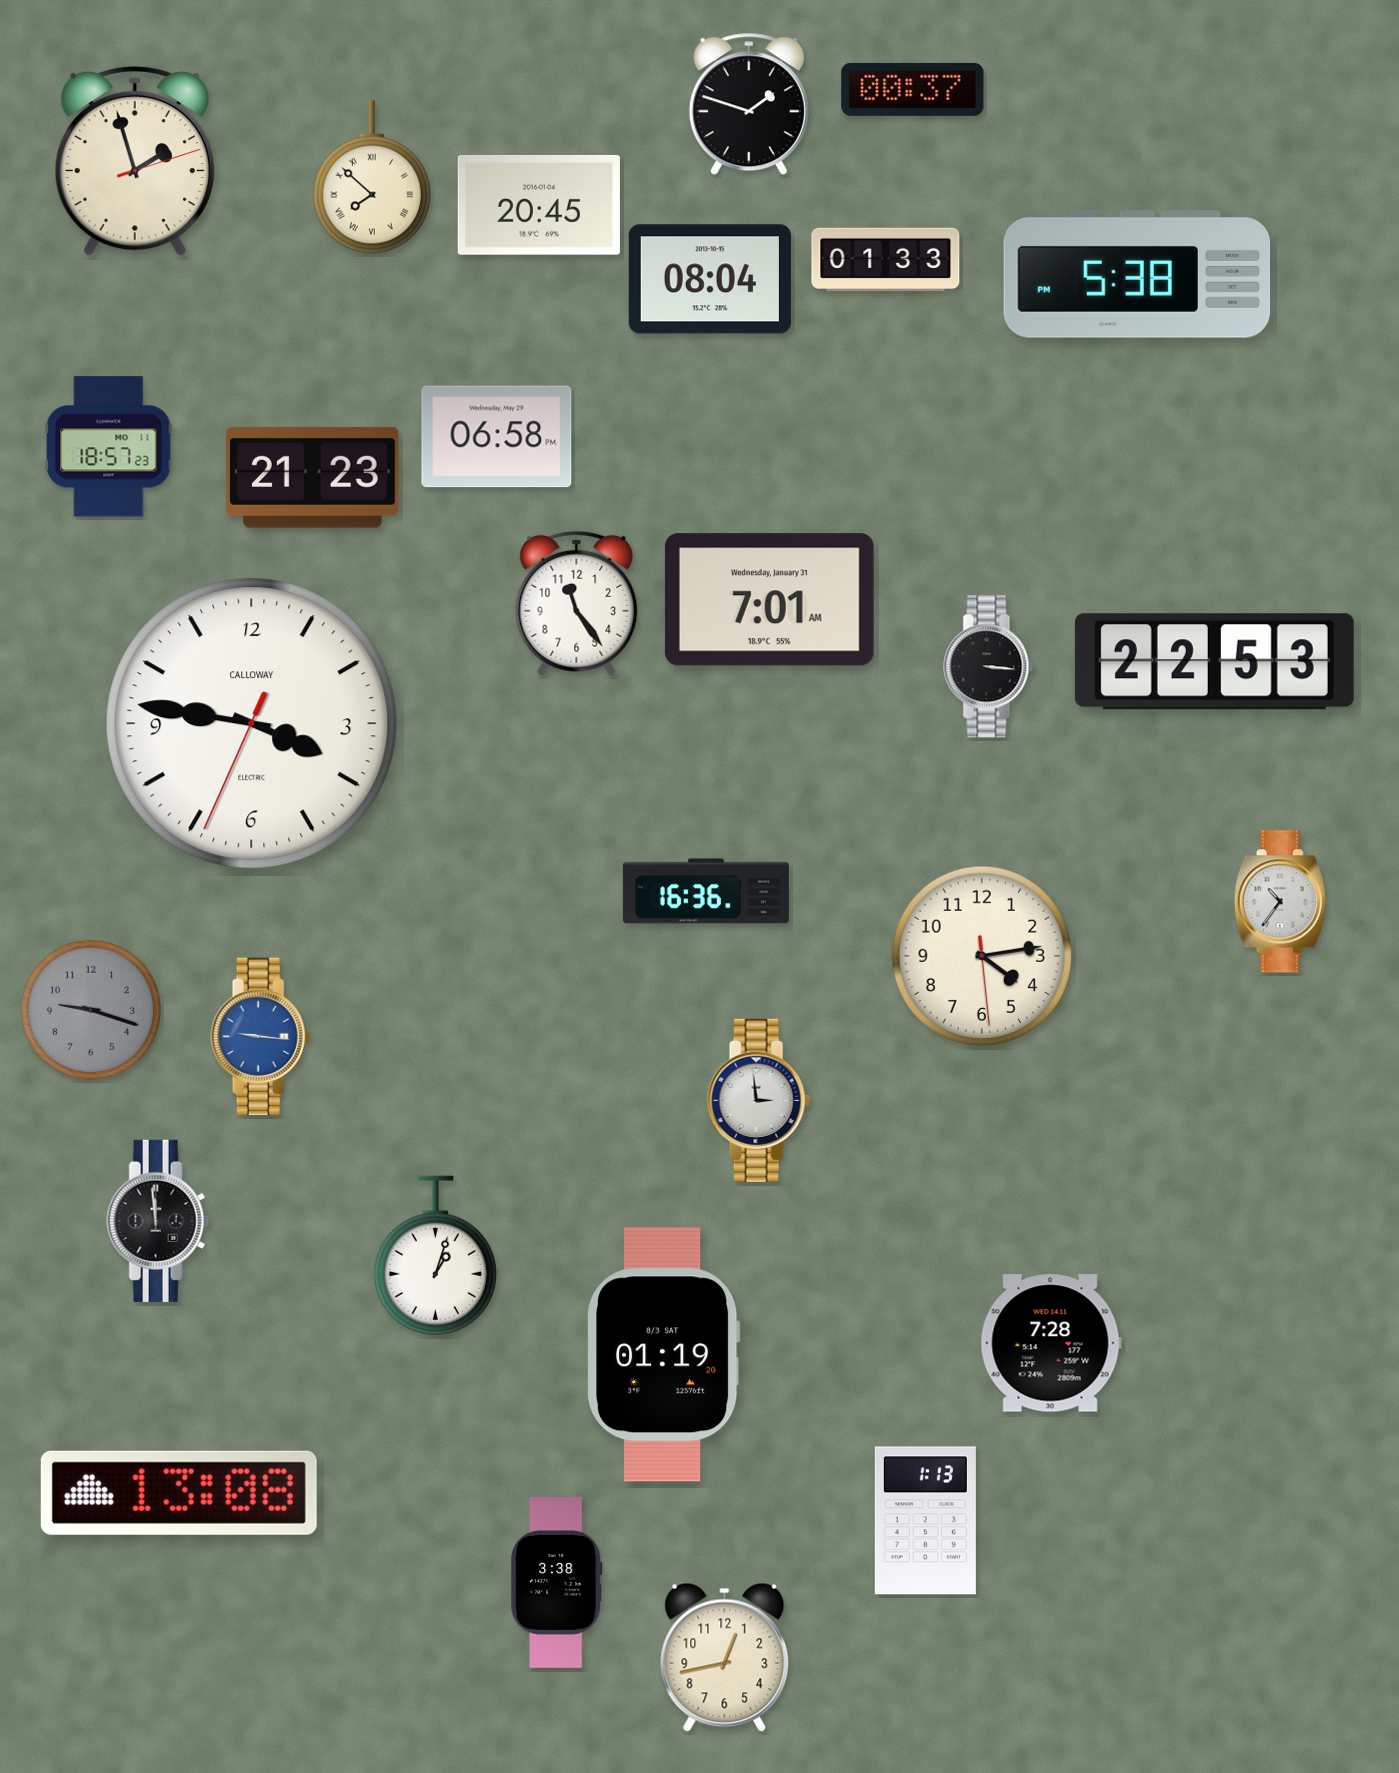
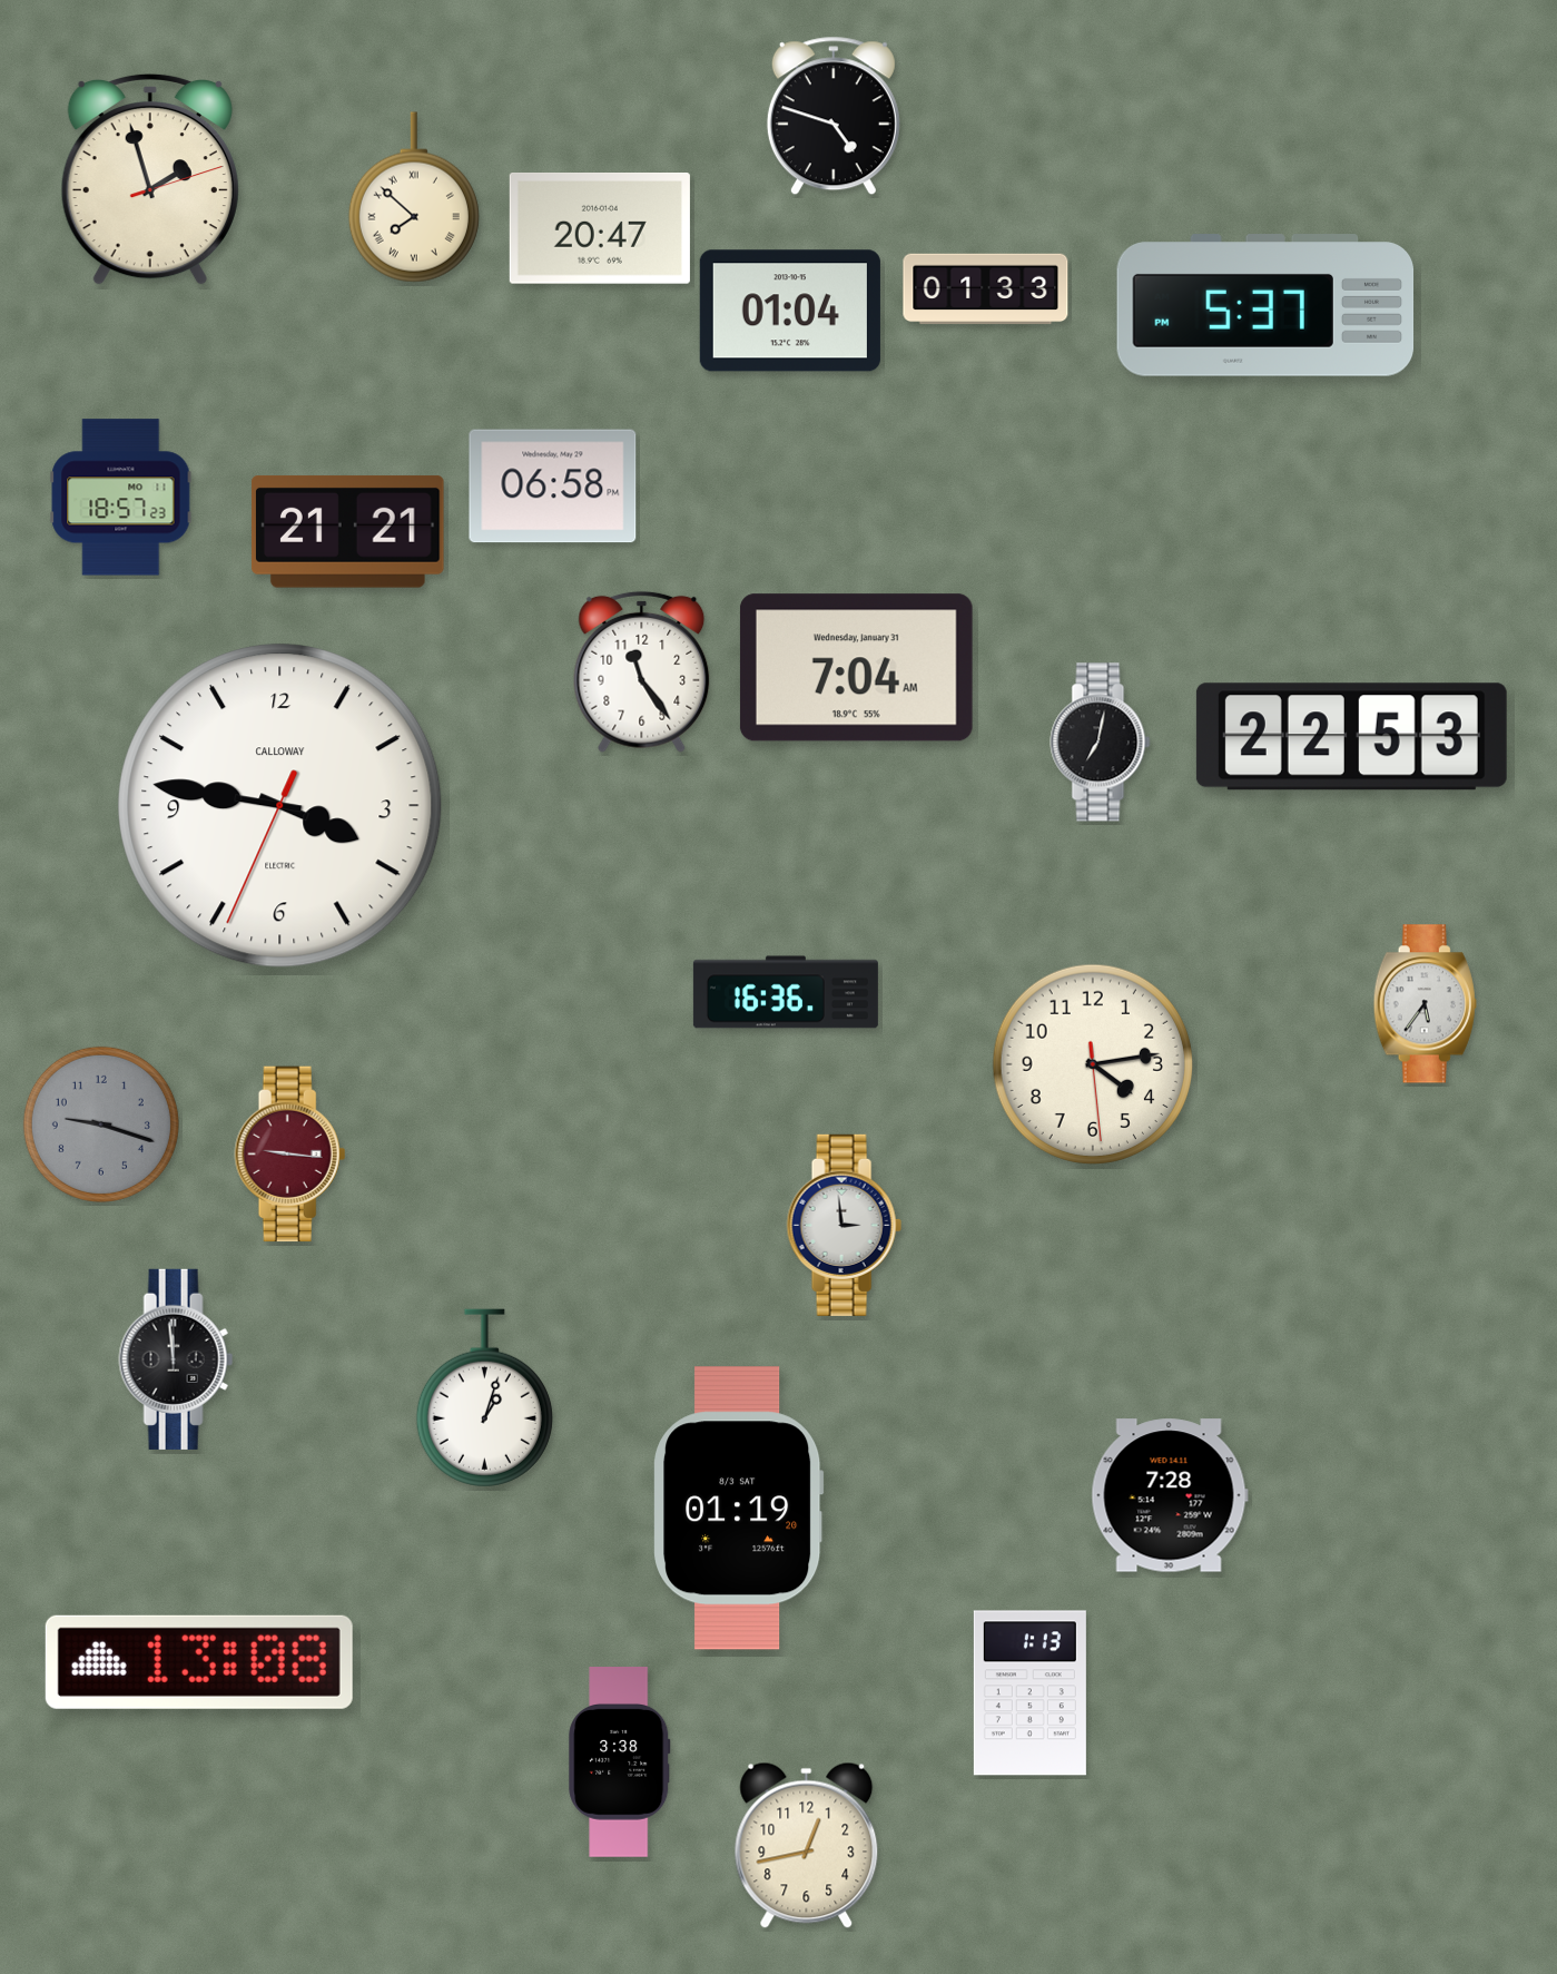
clock at (913, 89): 00:37 -> none
clock at (749, 104): 1:48 -> 4:48
clock at (539, 206): 20:45 -> 20:47
clock at (1137, 274): 5:38 -> 5:37
clock at (710, 279): 08:04 -> 01:04
clock at (313, 477): 21:23 -> 21:21
clock at (769, 600): 7:01 -> 7:04
clock at (989, 667): 3:16 -> 7:02
clock at (1280, 902): 10:36 -> 5:36
clock at (261, 1037) dial: blue -> burgundy
